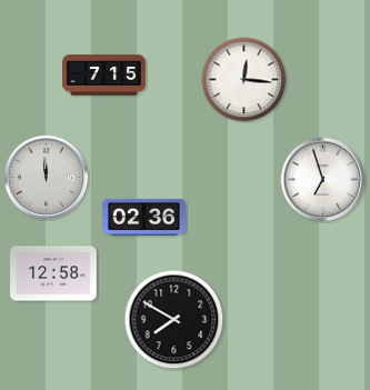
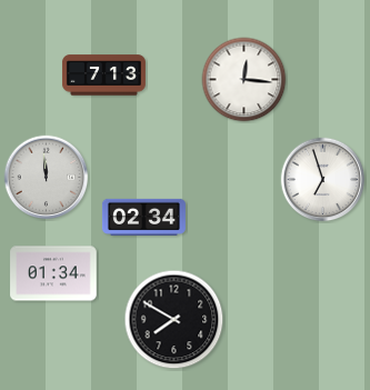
clock at (103, 76): 7:15 -> 7:13
clock at (143, 217): 02:36 -> 02:34
clock at (53, 273): 12:58 -> 01:34
